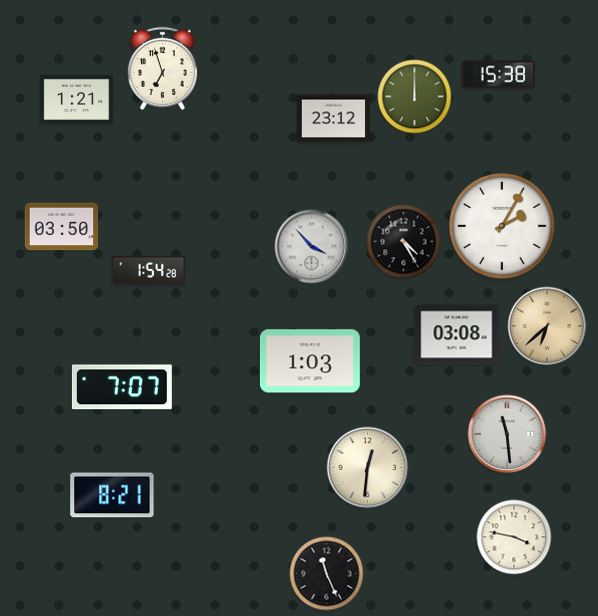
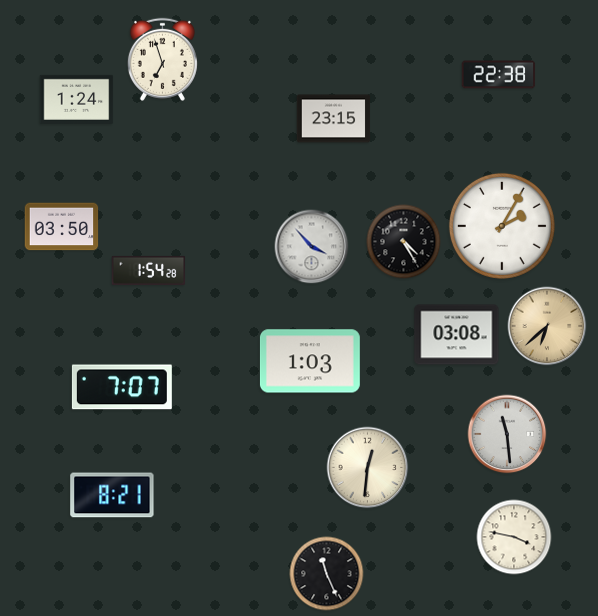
clock at (162, 68) position: (162, 68) -> (162, 59)
clock at (499, 75): 15:38 -> 22:38
clock at (415, 97): 12:00 -> none
clock at (77, 99): 1:21 -> 1:24
clock at (334, 119): 23:12 -> 23:15
